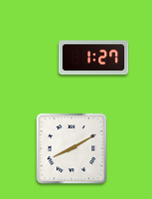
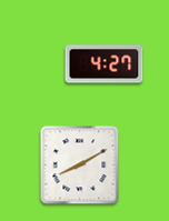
clock at (94, 58): 1:27 -> 4:27
